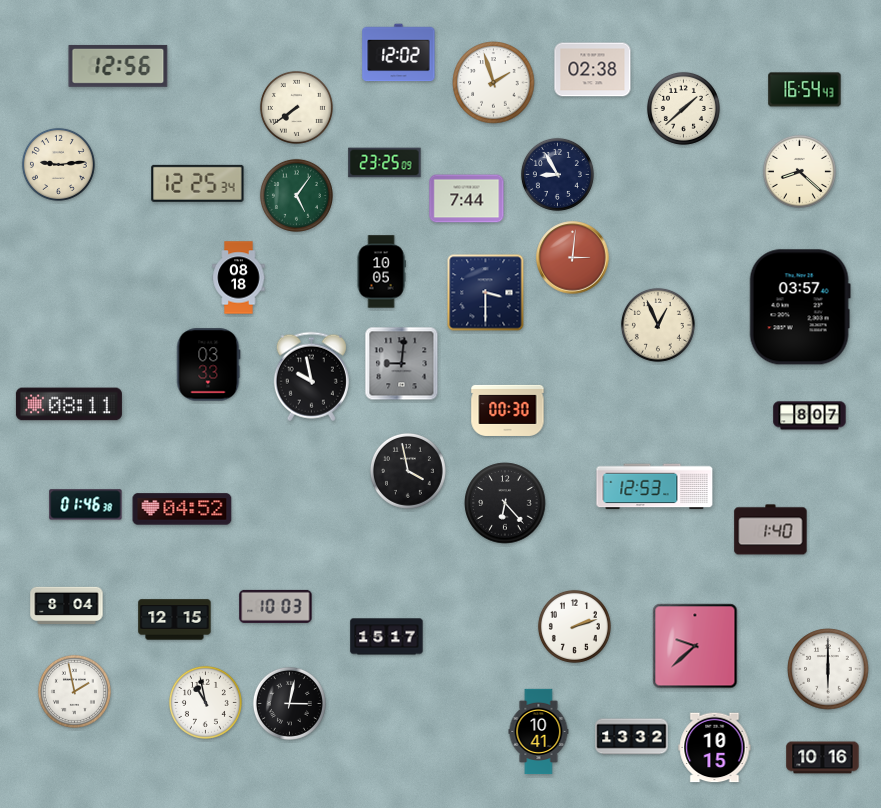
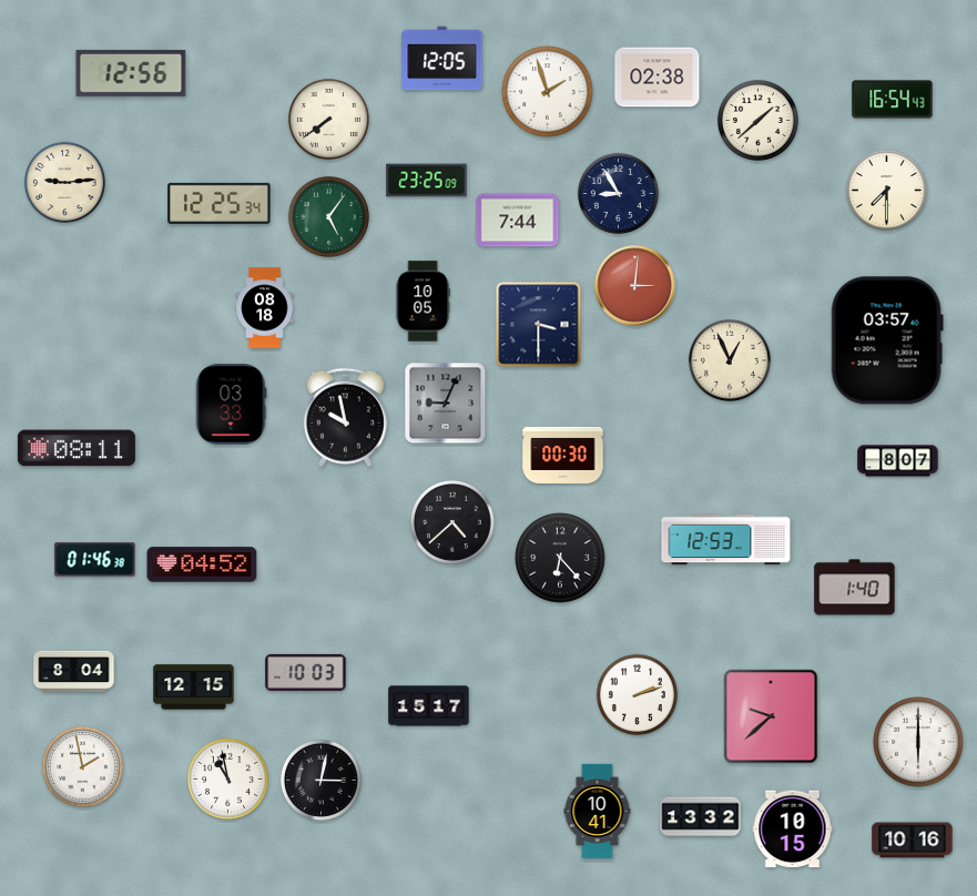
clock at (399, 53): 12:02 -> 12:05
clock at (799, 171): 8:22 -> 7:30
clock at (402, 364): 9:01 -> 9:04
clock at (408, 471): 3:58 -> 4:38
